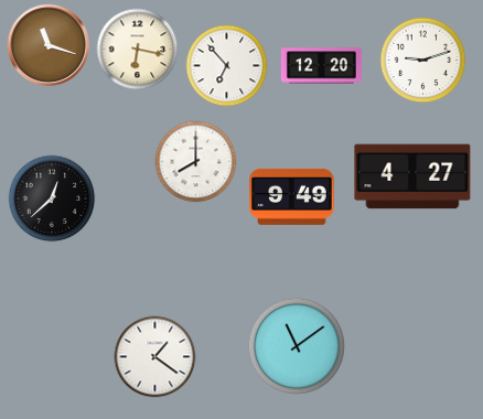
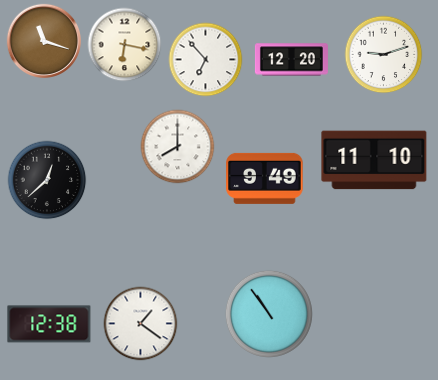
clock at (412, 176): 4:27 -> 11:10
clock at (297, 346): 11:09 -> 10:54
clock at (49, 324): none -> 12:38
